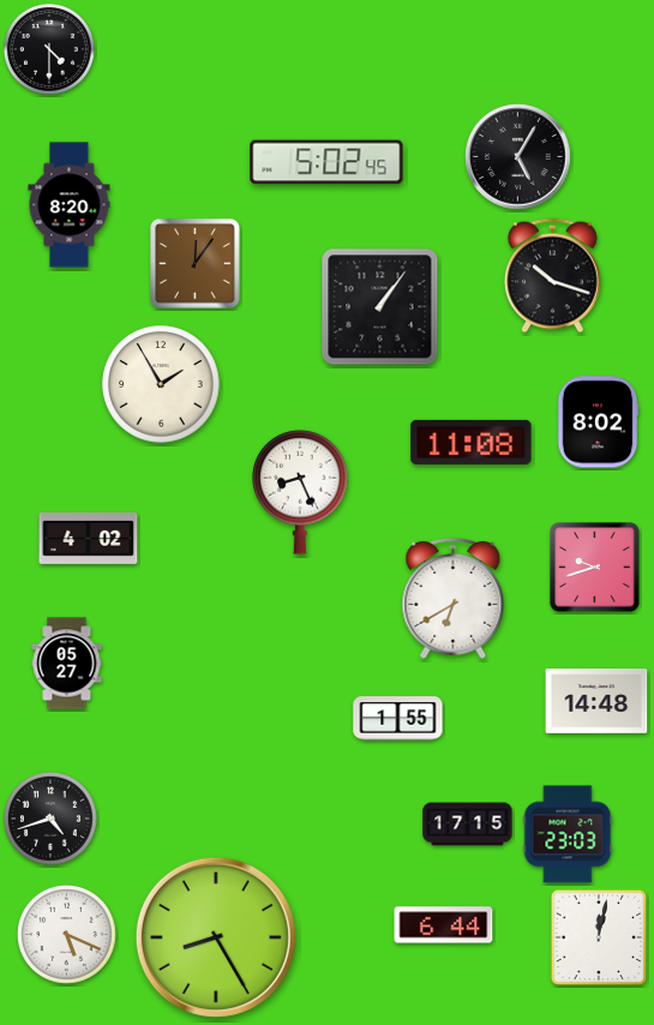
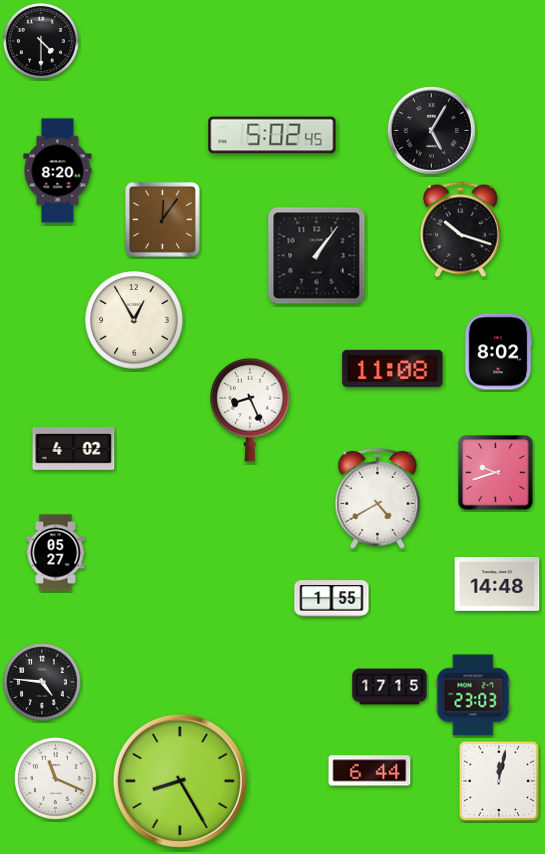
clock at (161, 384): 1:55 -> 12:55
clock at (454, 598): 6:40 -> 4:40
clock at (50, 819): 4:42 -> 4:46
clock at (67, 935): 5:19 -> 11:19
